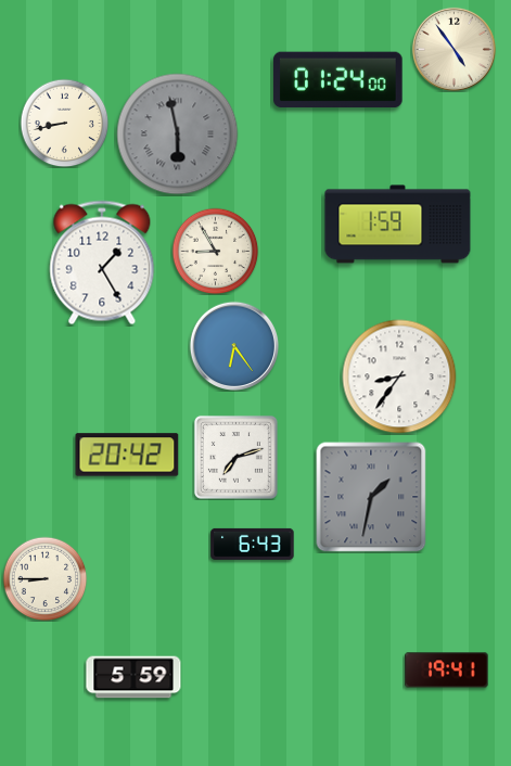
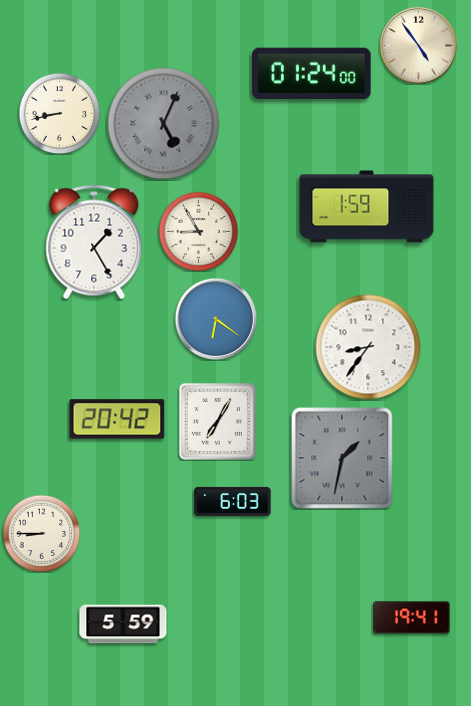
clock at (178, 135): 5:58 -> 5:04
clock at (234, 346): 6:24 -> 6:21
clock at (235, 457): 7:12 -> 7:05
clock at (253, 544): 6:43 -> 6:03
